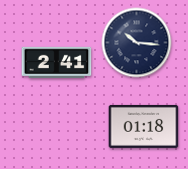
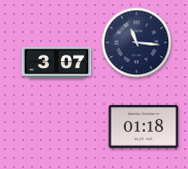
clock at (137, 43): 10:16 -> 11:16
clock at (57, 62): 2:41 -> 3:07
